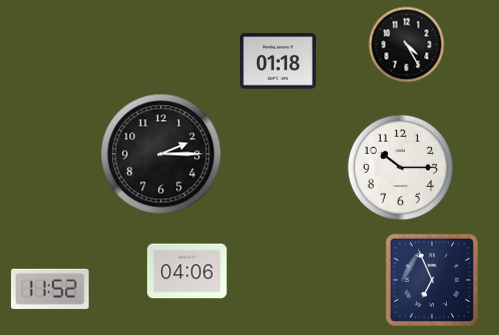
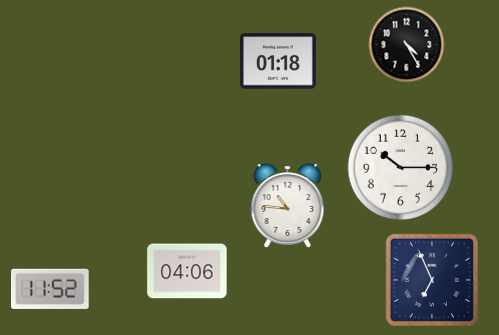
clock at (161, 154): 2:15 -> none
clock at (288, 206): none -> 10:46
